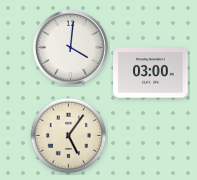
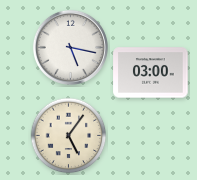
clock at (70, 47): 4:01 -> 5:17
